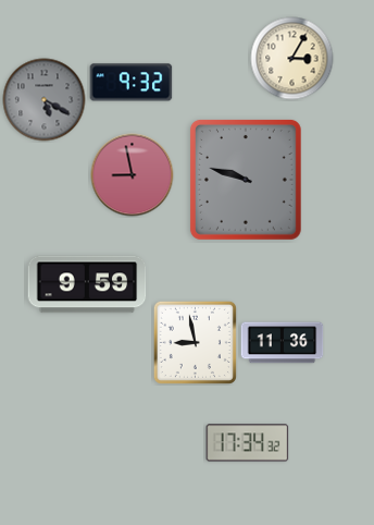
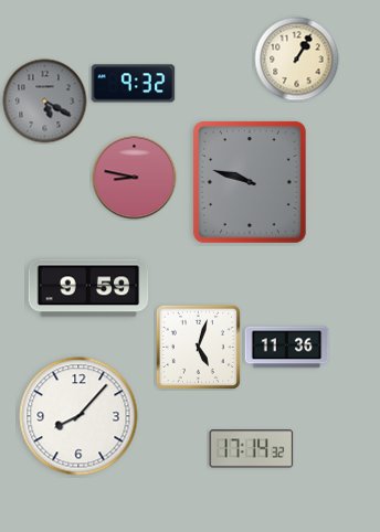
clock at (292, 59): 3:05 -> 1:05
clock at (133, 175): 8:58 -> 8:47
clock at (195, 342): 8:58 -> 5:03
clock at (78, 416): none -> 8:07
clock at (248, 443): 17:34 -> 17:14
